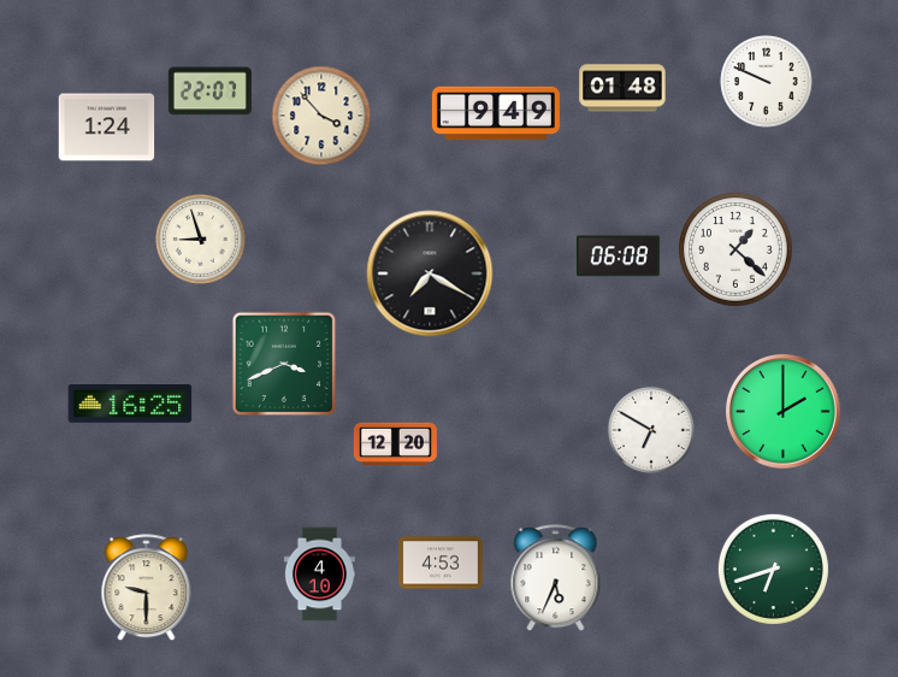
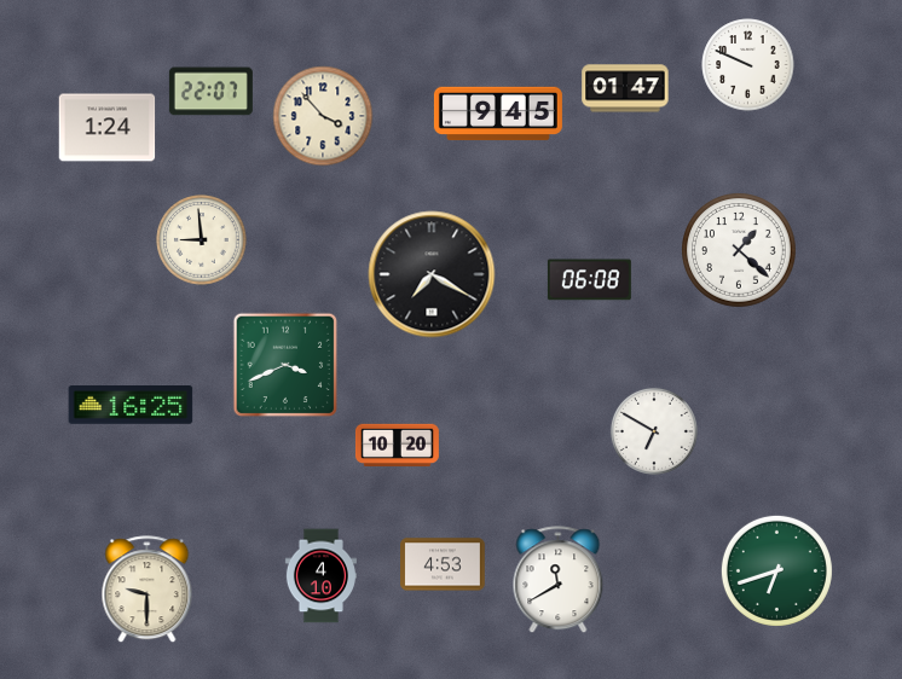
clock at (767, 82) position: (767, 82) -> (748, 65)
clock at (622, 88): 01:48 -> 01:47
clock at (496, 113): 9:49 -> 9:45
clock at (201, 240): 8:57 -> 8:59
clock at (618, 257) position: (618, 257) -> (589, 280)
clock at (782, 411): 2:00 -> none
clock at (395, 445): 12:20 -> 10:20
clock at (556, 578): 5:34 -> 11:40
